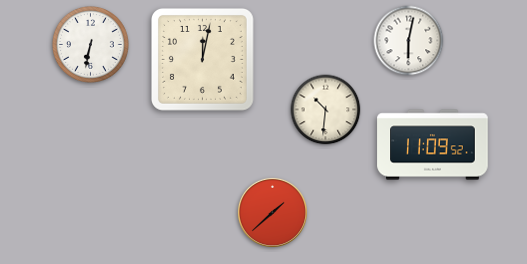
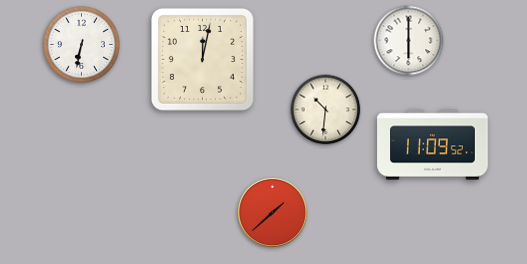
clock at (409, 41): 6:02 -> 6:00
clock at (91, 45) position: (91, 45) -> (82, 45)
